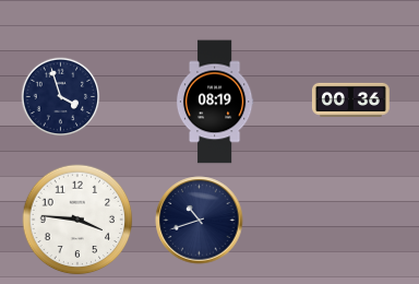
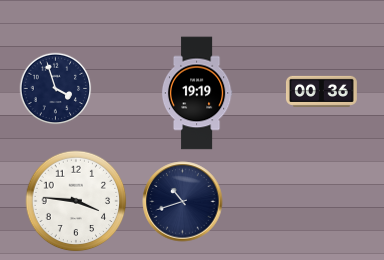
clock at (215, 102): 08:19 -> 19:19
clock at (77, 220) position: (77, 220) -> (76, 201)
